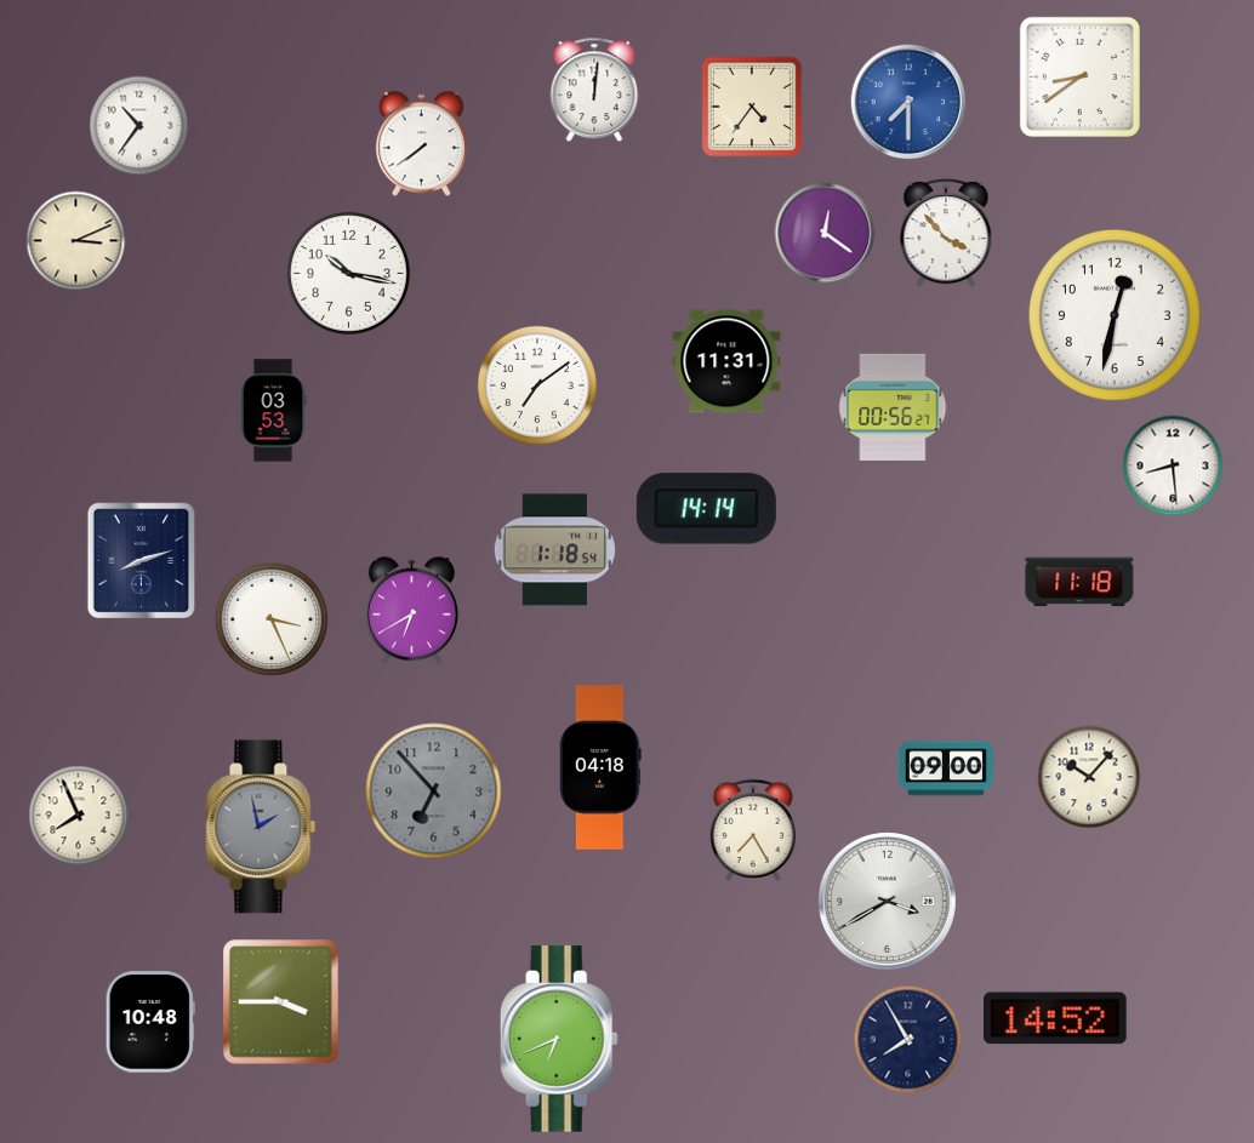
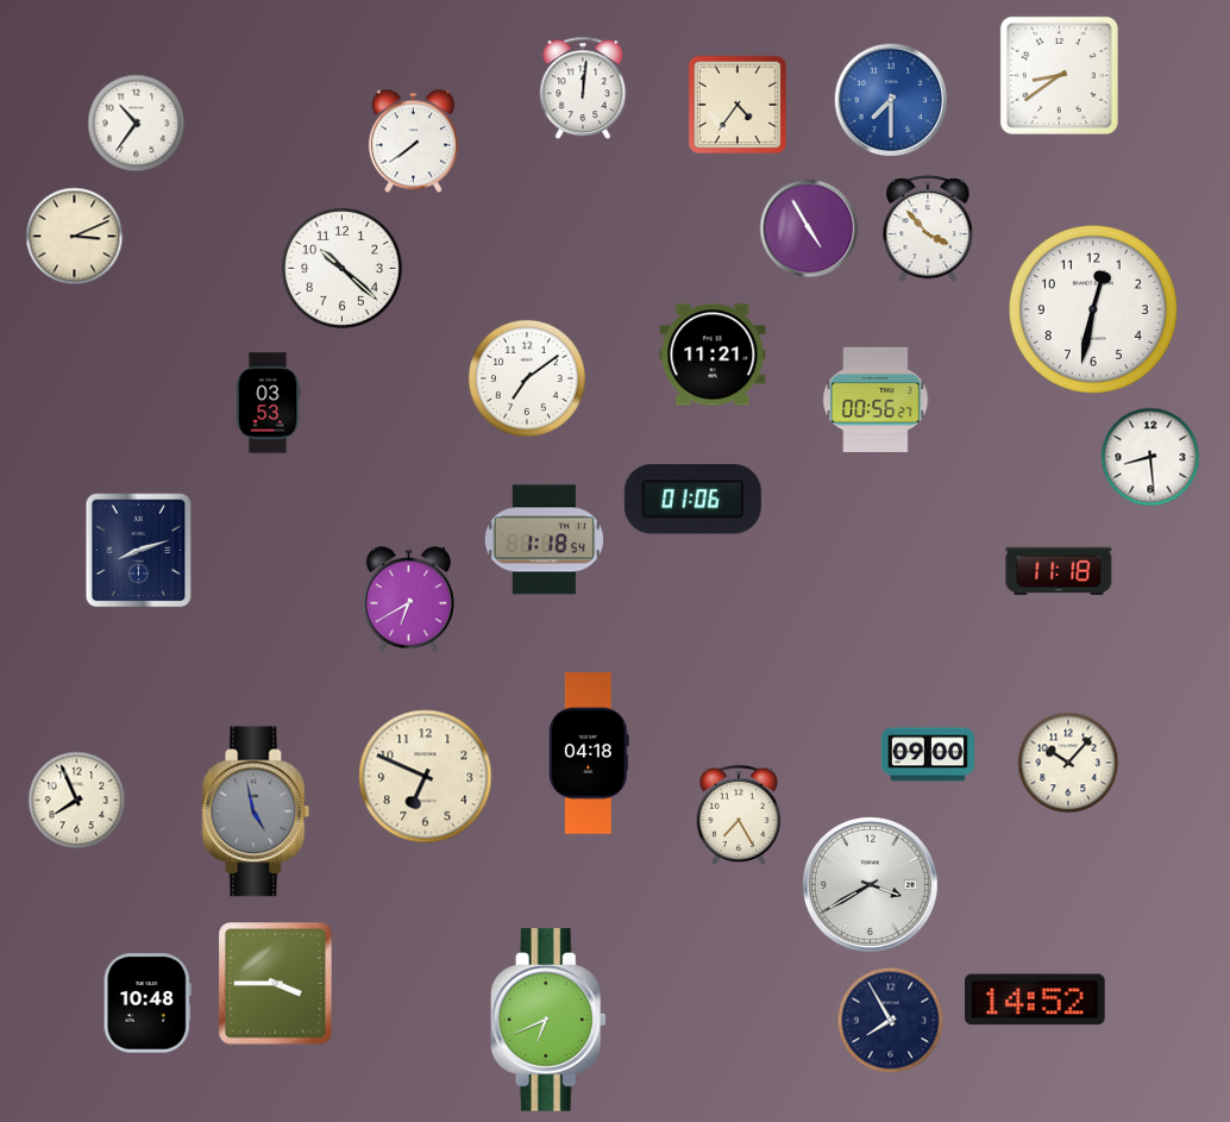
clock at (825, 233): 12:21 -> 4:55
clock at (348, 273): 10:17 -> 10:22
clock at (726, 361): 11:31 -> 11:21
clock at (706, 509): 14:14 -> 01:06
clock at (411, 611) position: (411, 611) -> (408, 600)
clock at (272, 619): 3:26 -> none
clock at (434, 791): 6:53 -> 6:49
clock at (434, 791) dial: grey -> cream
clock at (261, 827): 1:58 -> 4:58
